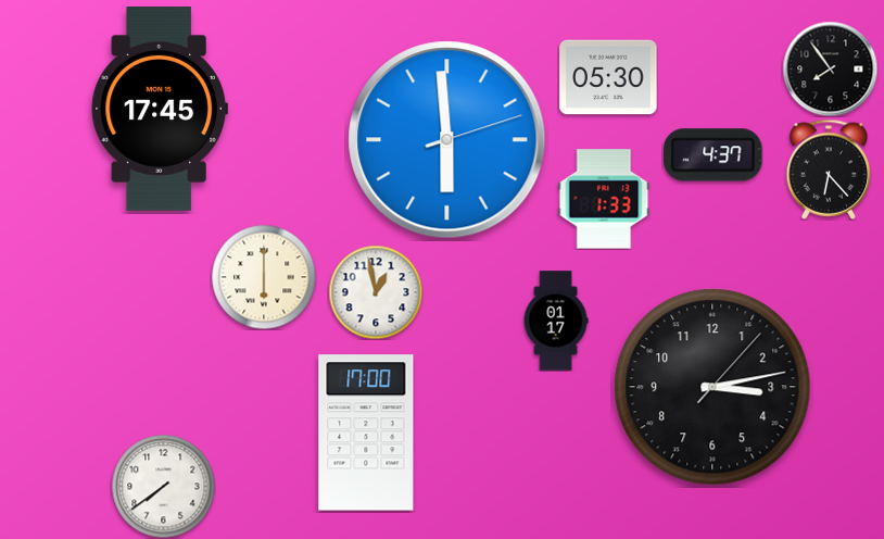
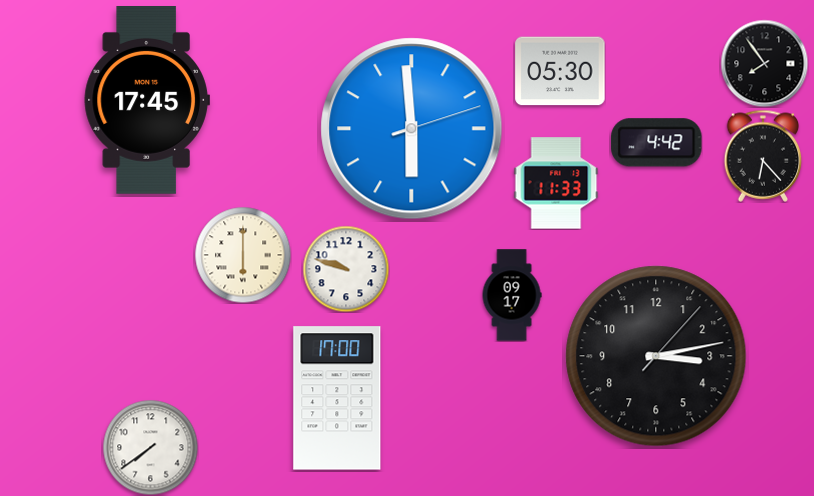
clock at (713, 155): 4:37 -> 4:42
clock at (604, 199): 1:33 -> 11:33
clock at (376, 292): 12:58 -> 9:48
clock at (556, 321): 01:17 -> 09:17
